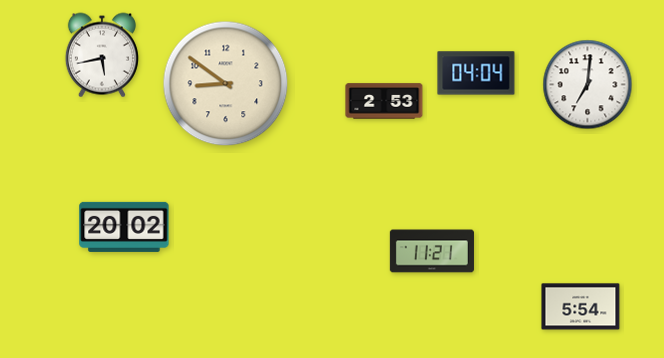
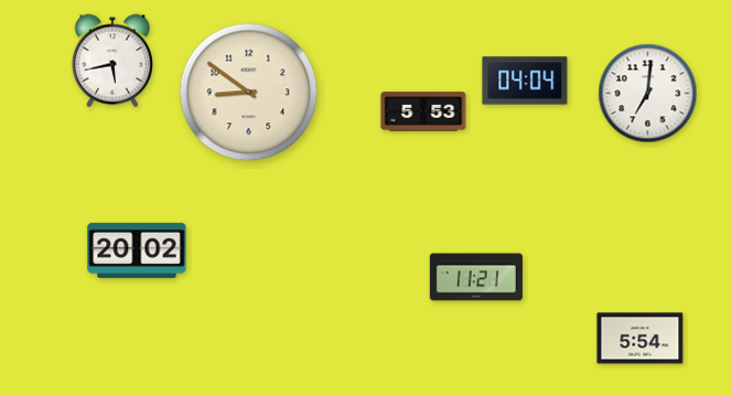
clock at (384, 101): 2:53 -> 5:53
